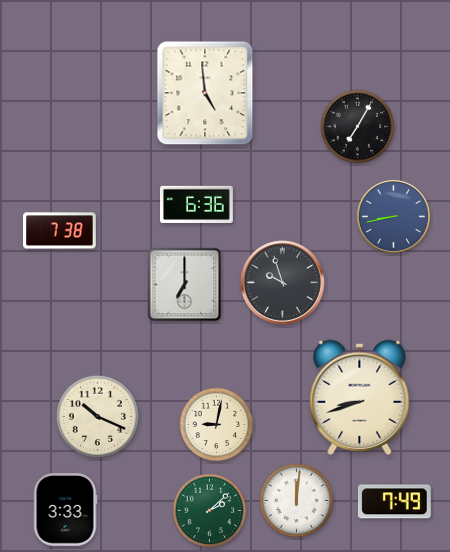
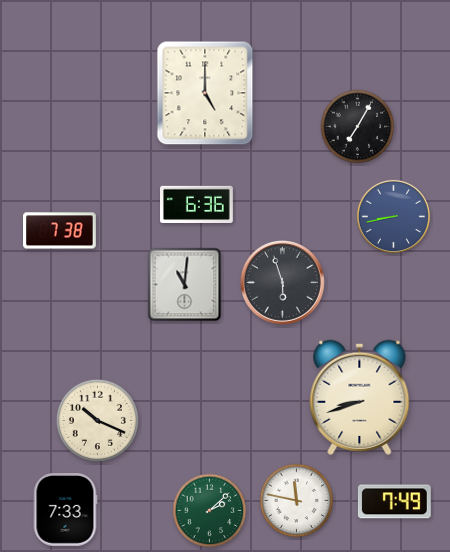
clock at (205, 93): 4:59 -> 5:00
clock at (282, 282): 9:57 -> 5:57
clock at (185, 285): 7:00 -> 11:01
clock at (97, 416) position: (97, 416) -> (97, 420)
clock at (217, 425): 9:02 -> none
clock at (297, 501): 12:01 -> 11:47
clock at (65, 510): 3:33 -> 7:33
